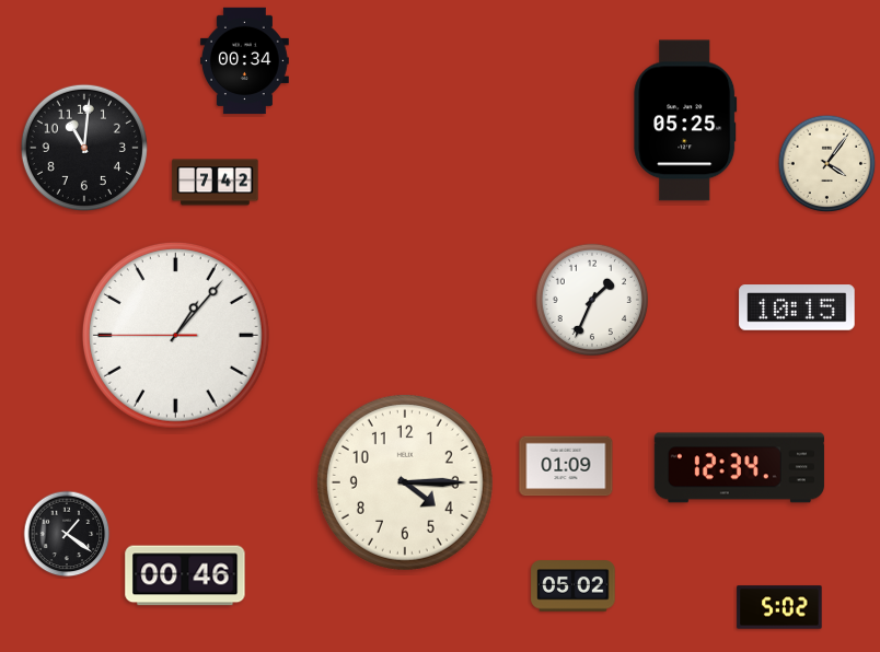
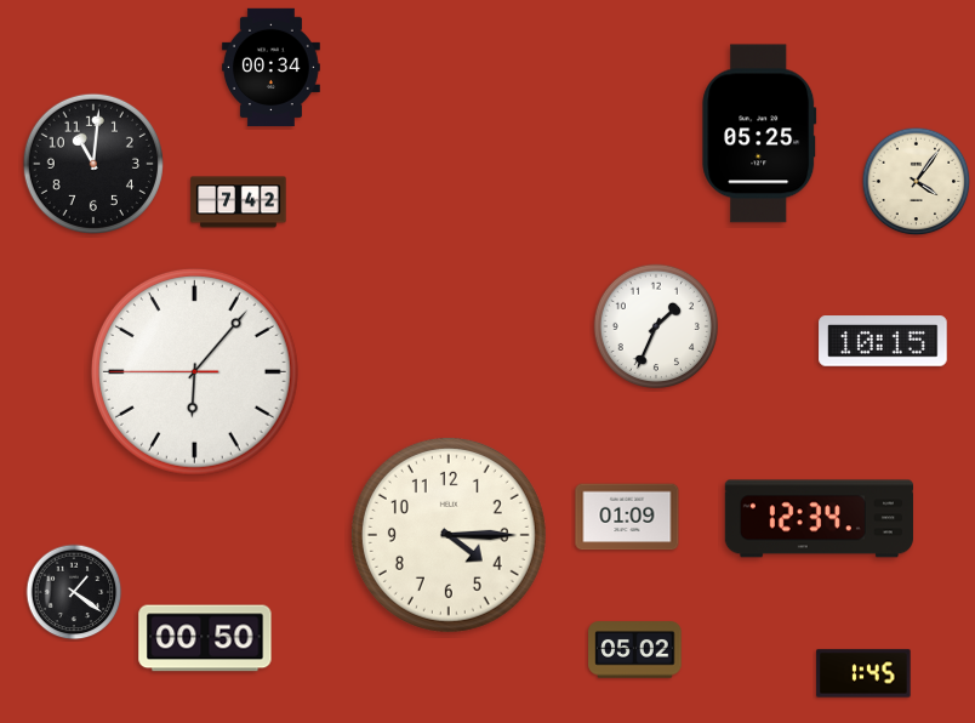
clock at (591, 299) position: (591, 299) -> (655, 325)
clock at (175, 335): 1:06 -> 6:06
clock at (185, 575): 00:46 -> 00:50
clock at (779, 607): 5:02 -> 1:45
